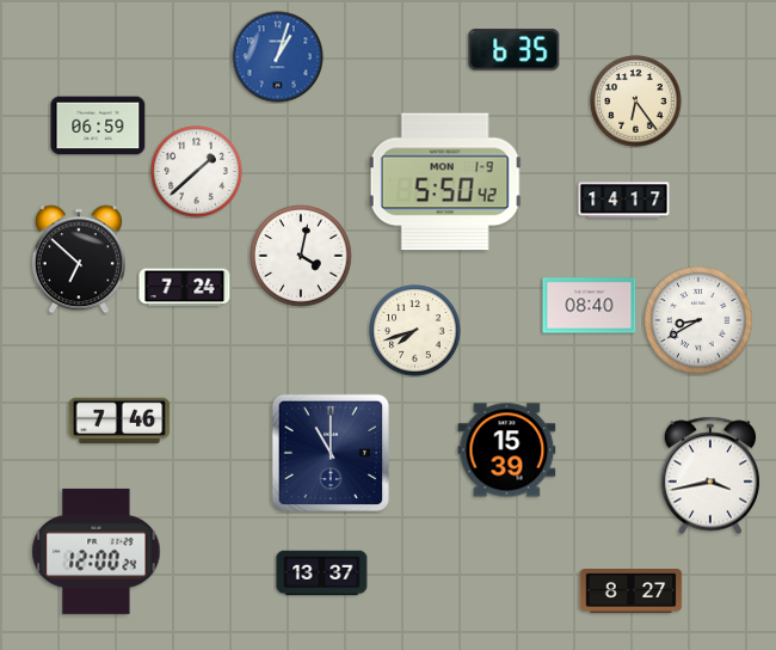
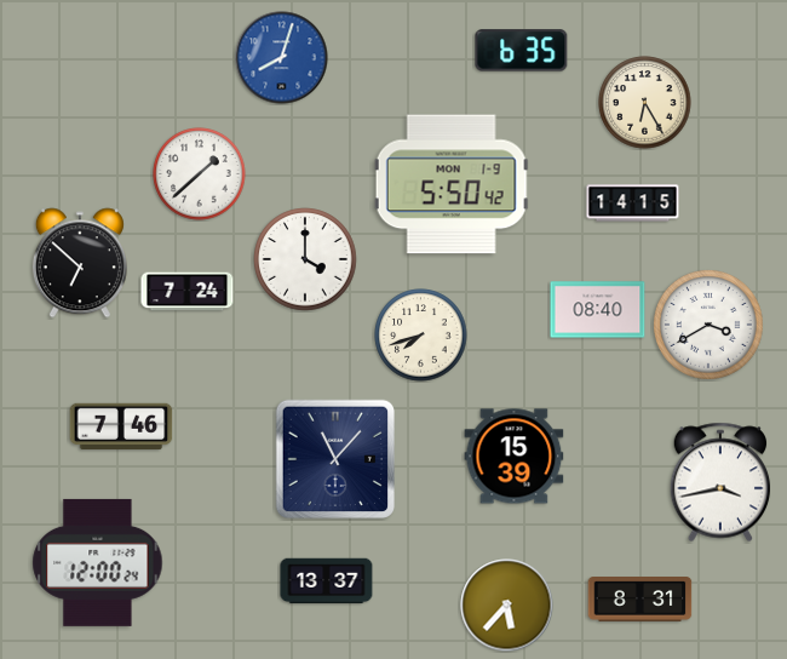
clock at (278, 57): 1:03 -> 8:03
clock at (636, 102): 6:24 -> 6:25
clock at (98, 125): 06:59 -> none
clock at (624, 201): 14:17 -> 14:15
clock at (301, 256): 4:02 -> 4:00
clock at (698, 320): 8:40 -> 3:40
clock at (330, 452): 11:00 -> 11:07
clock at (97, 551) position: (97, 551) -> (98, 562)
clock at (632, 591): 8:27 -> 8:31
clock at (507, 606): none -> 5:37
